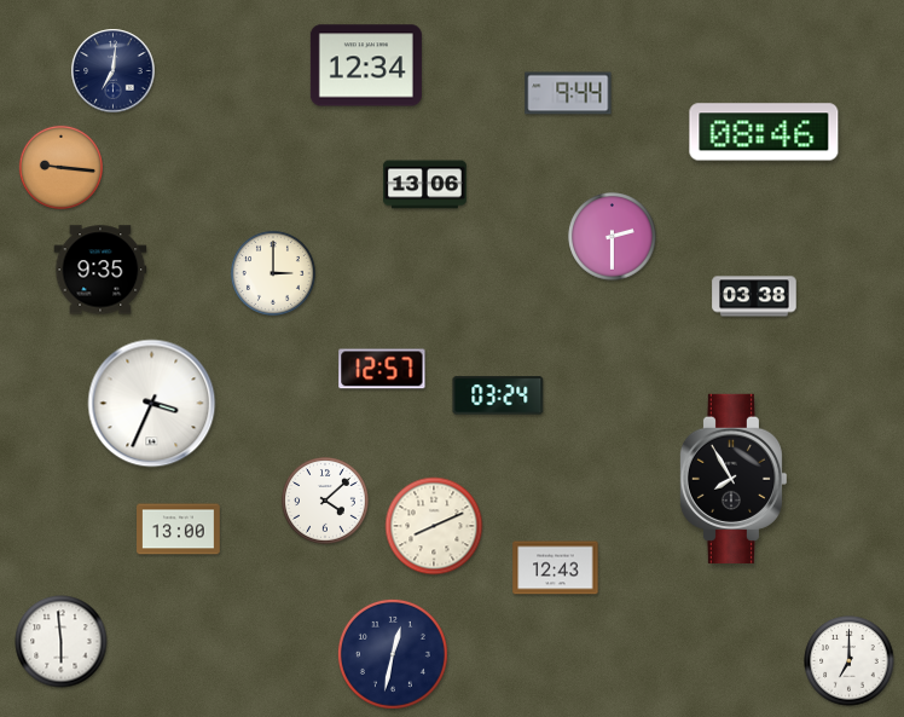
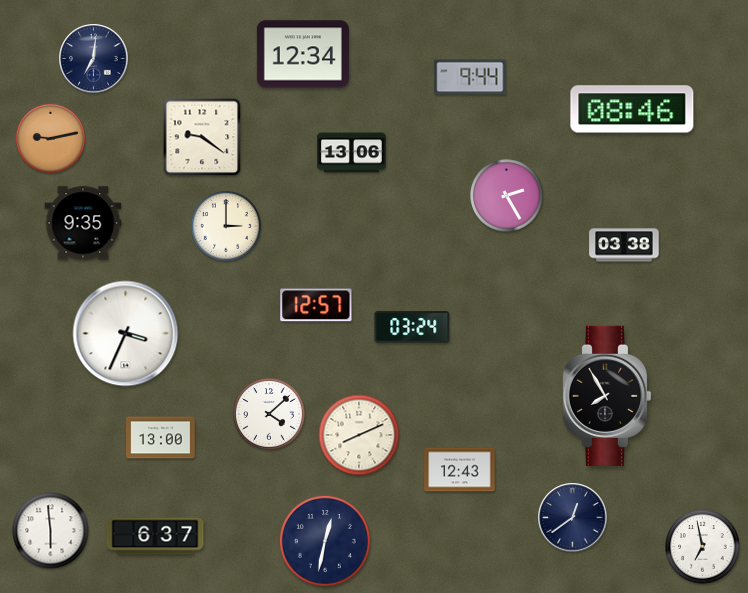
clock at (202, 137): none -> 9:21
clock at (60, 167): 9:16 -> 9:13
clock at (613, 237): 2:30 -> 2:25
clock at (179, 530) position: (179, 530) -> (161, 438)
clock at (573, 518): none -> 12:39
clock at (155, 536): none -> 6:37
clock at (850, 661): 7:00 -> 6:58
